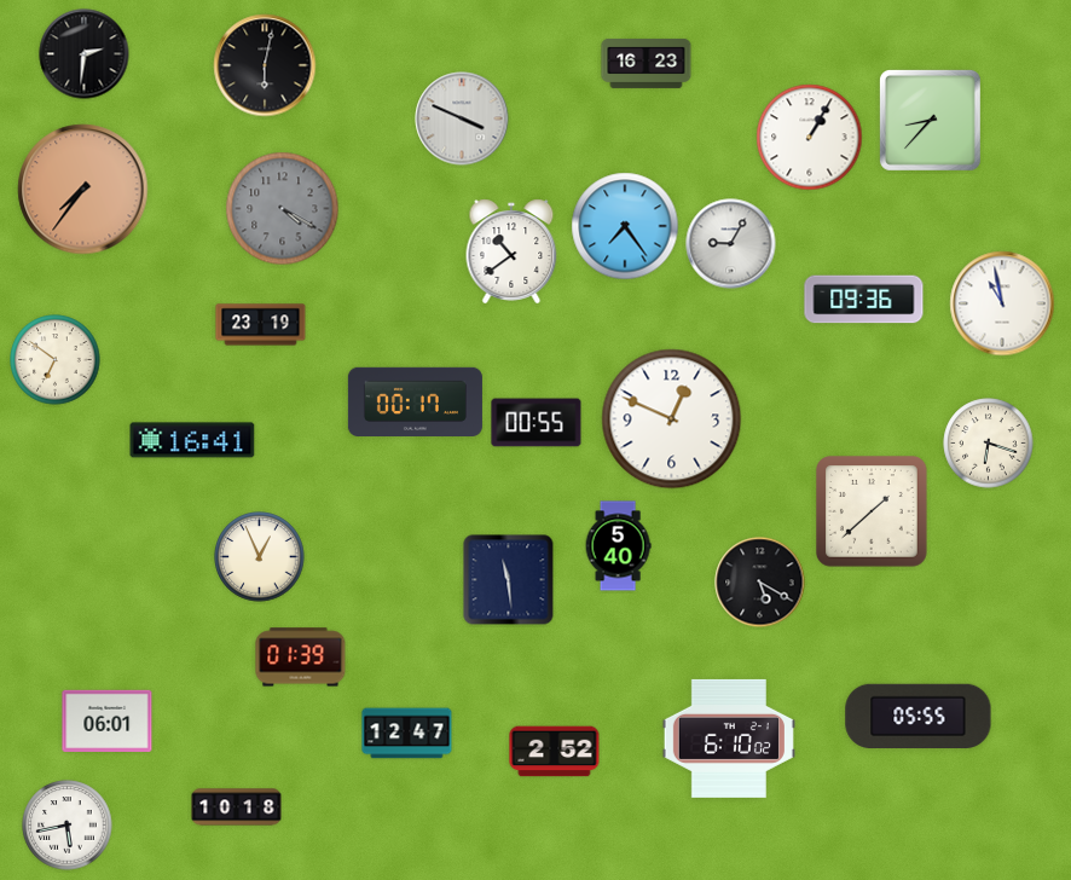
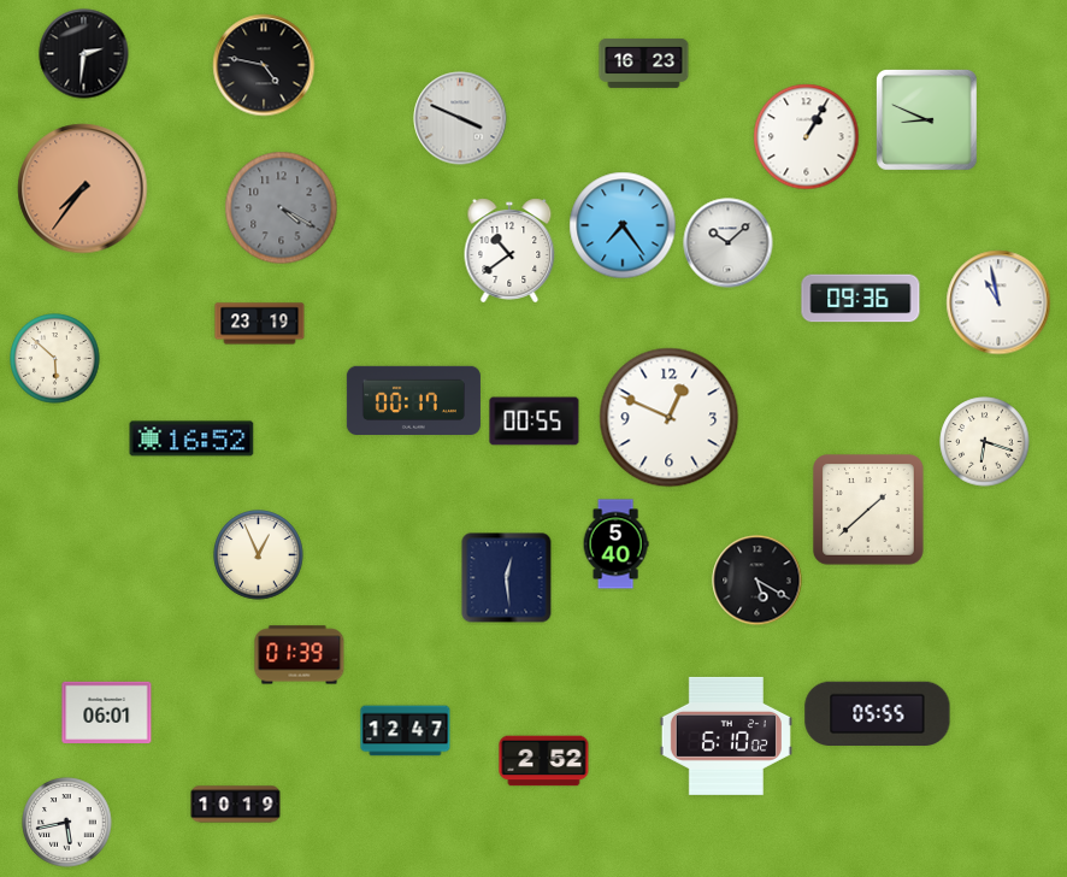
clock at (265, 65): 6:02 -> 4:47
clock at (930, 120): 8:37 -> 8:49
clock at (731, 244): 9:05 -> 10:08
clock at (56, 360): 6:51 -> 5:52
clock at (192, 440): 16:41 -> 16:52
clock at (509, 580): 11:29 -> 12:29
clock at (919, 717) position: (919, 717) -> (878, 714)
clock at (108, 720) position: (108, 720) -> (107, 712)
clock at (555, 752) position: (555, 752) -> (544, 761)
clock at (237, 807): 10:18 -> 10:19
